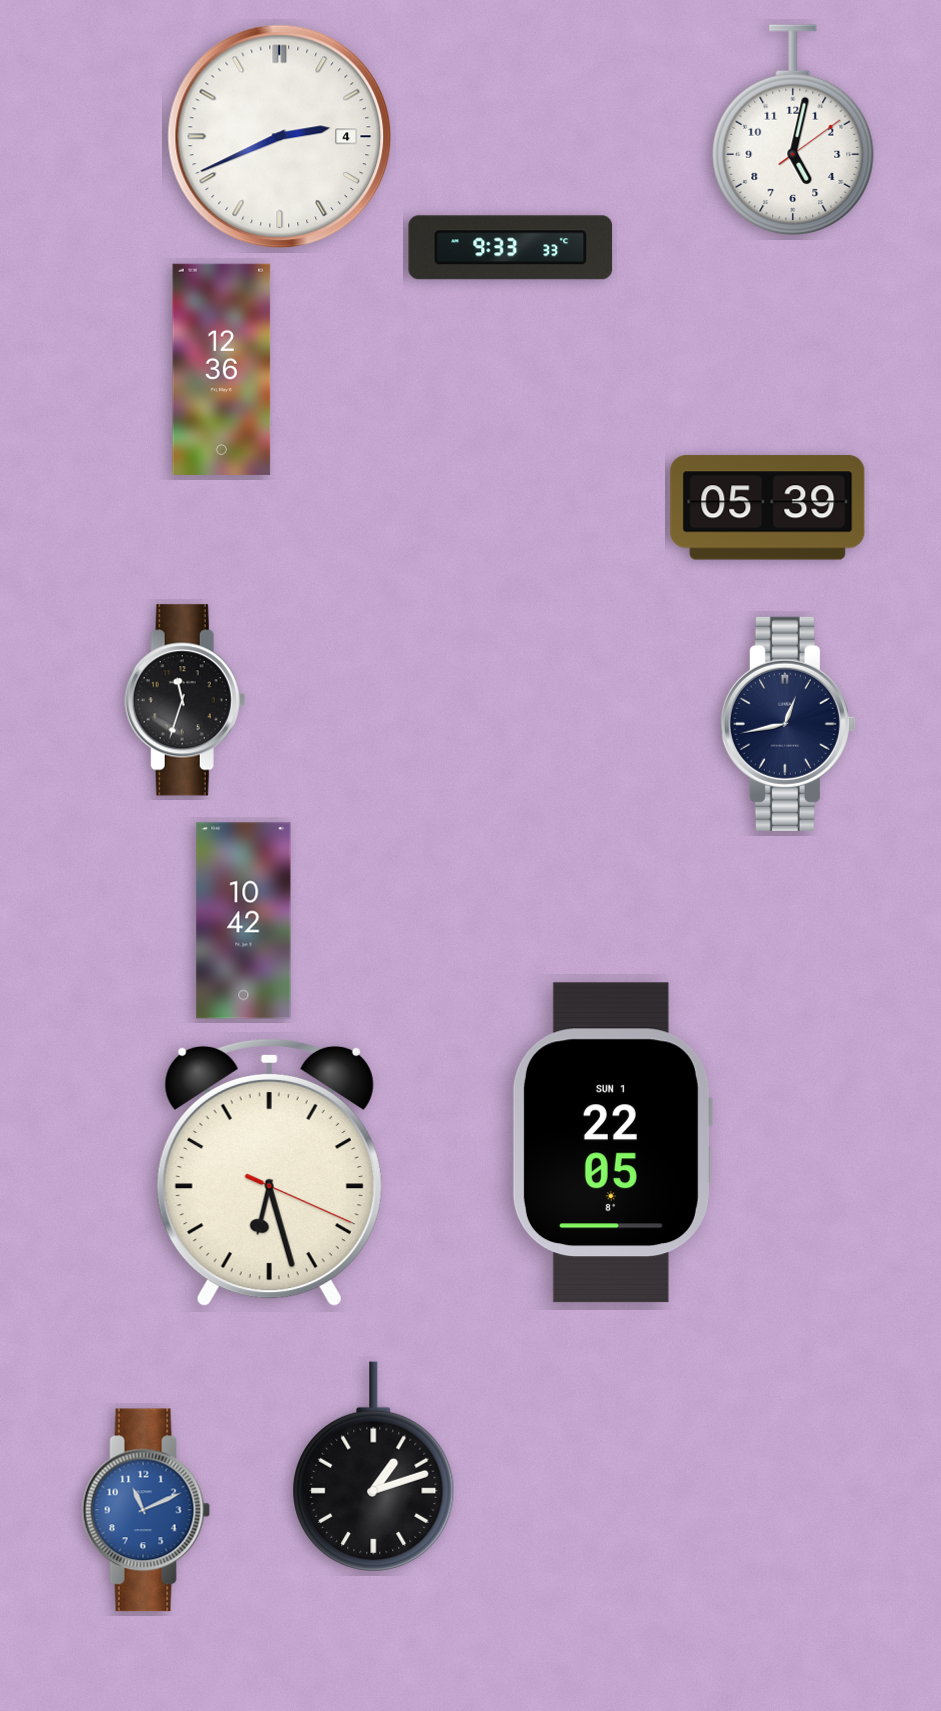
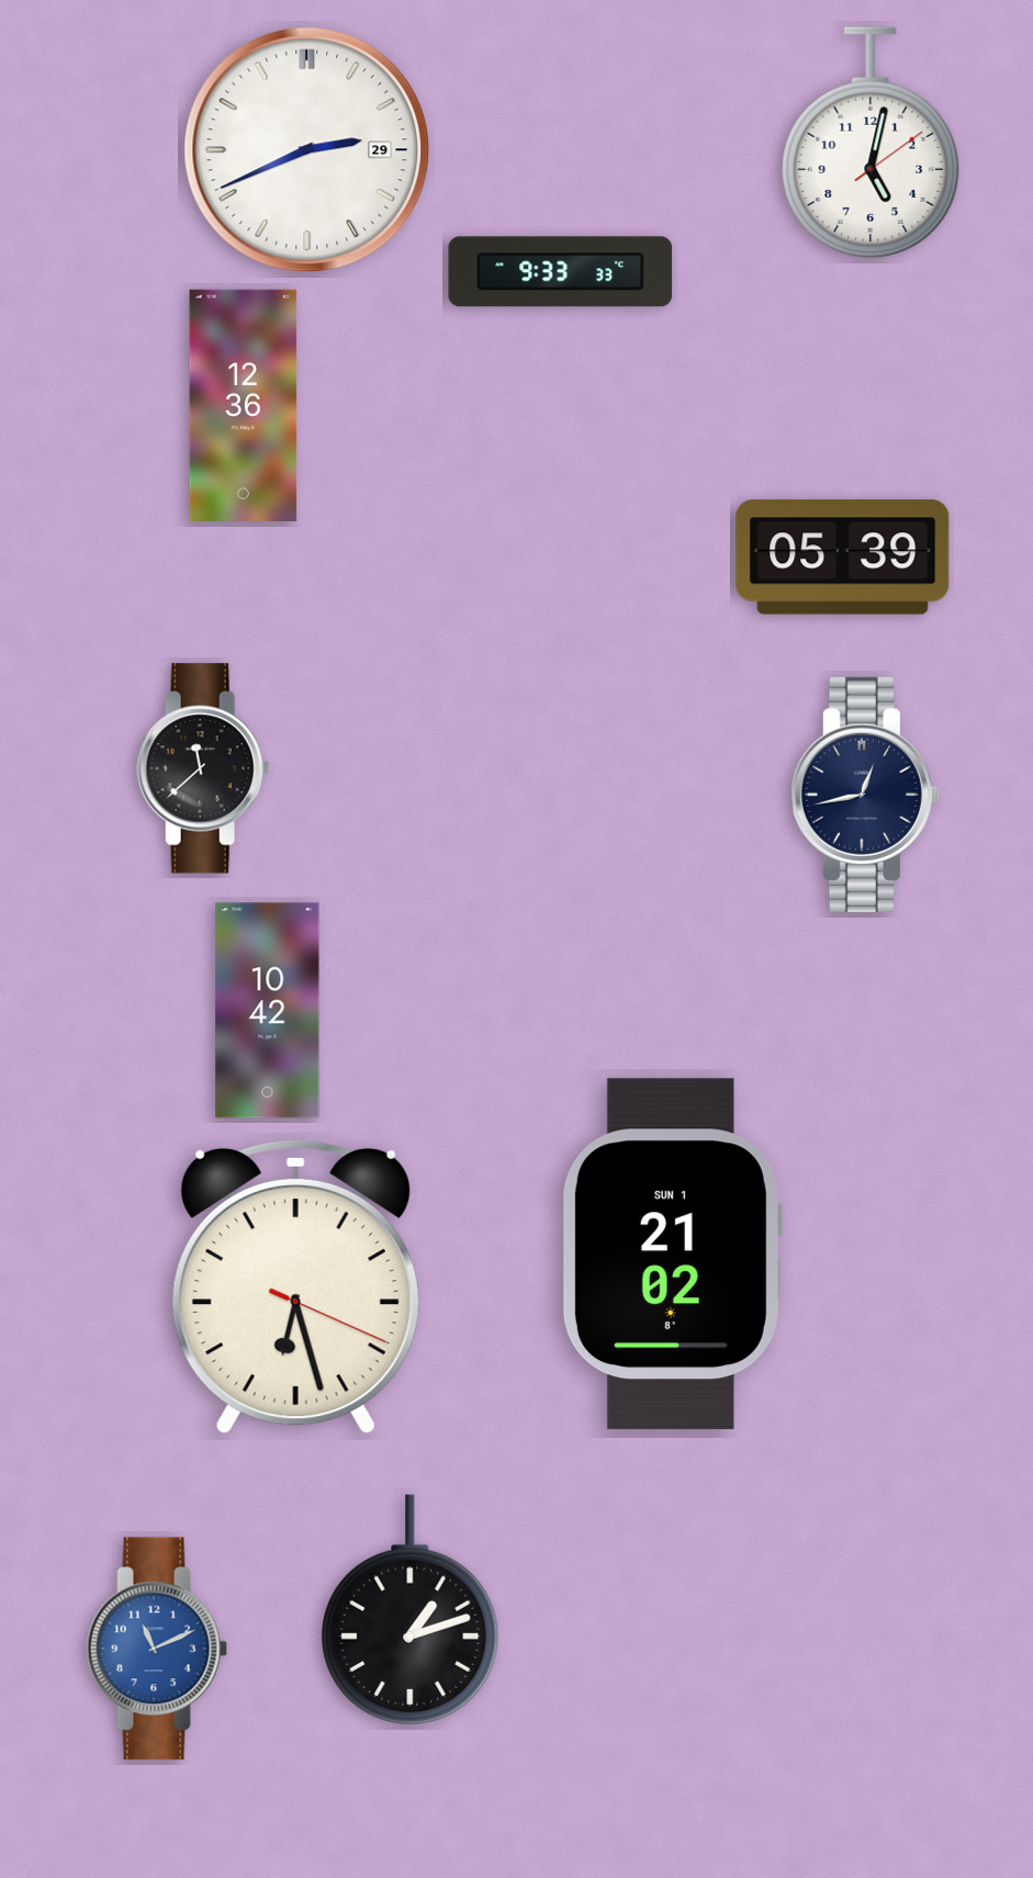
clock at (280, 137) date: 4 -> 29
clock at (185, 700): 11:33 -> 11:38
clock at (612, 1143): 22:05 -> 21:02
clock at (146, 1510) position: (146, 1510) -> (157, 1649)
